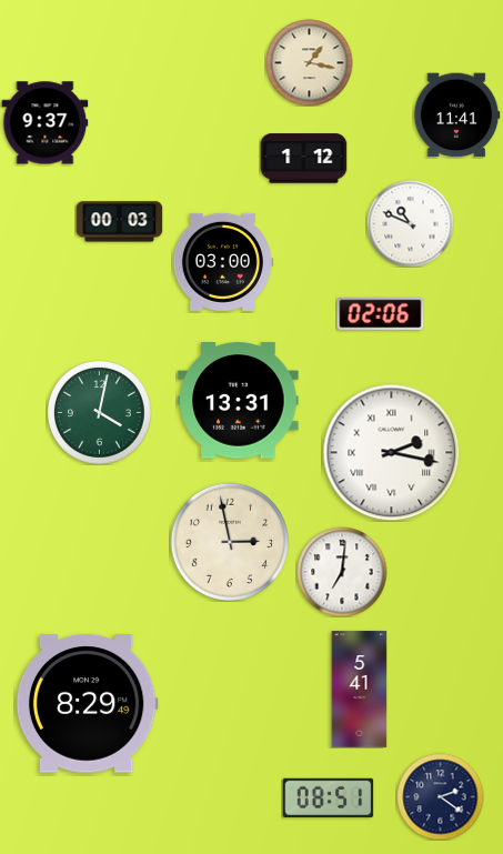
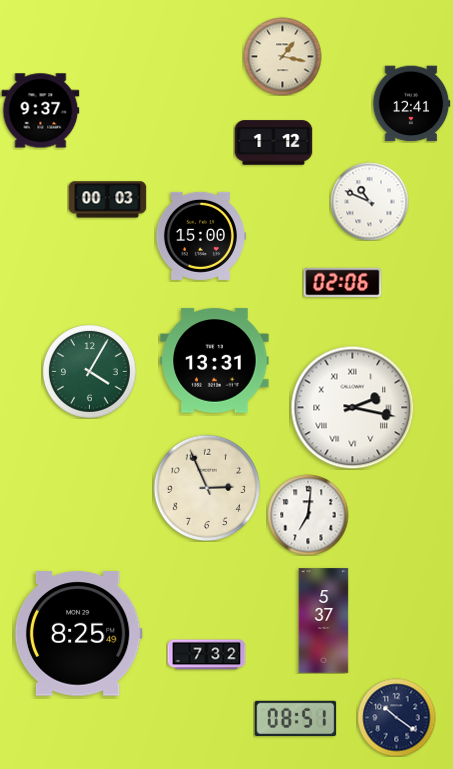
clock at (309, 62) position: (309, 62) -> (282, 56)
clock at (456, 115): 11:41 -> 12:41
clock at (223, 262): 03:00 -> 15:00
clock at (100, 413): 4:02 -> 4:05
clock at (229, 541): 2:58 -> 2:56
clock at (360, 690): 5:41 -> 5:37
clock at (87, 704): 8:29 -> 8:25
clock at (206, 655): none -> 7:32
clock at (440, 796): 2:21 -> 10:21
